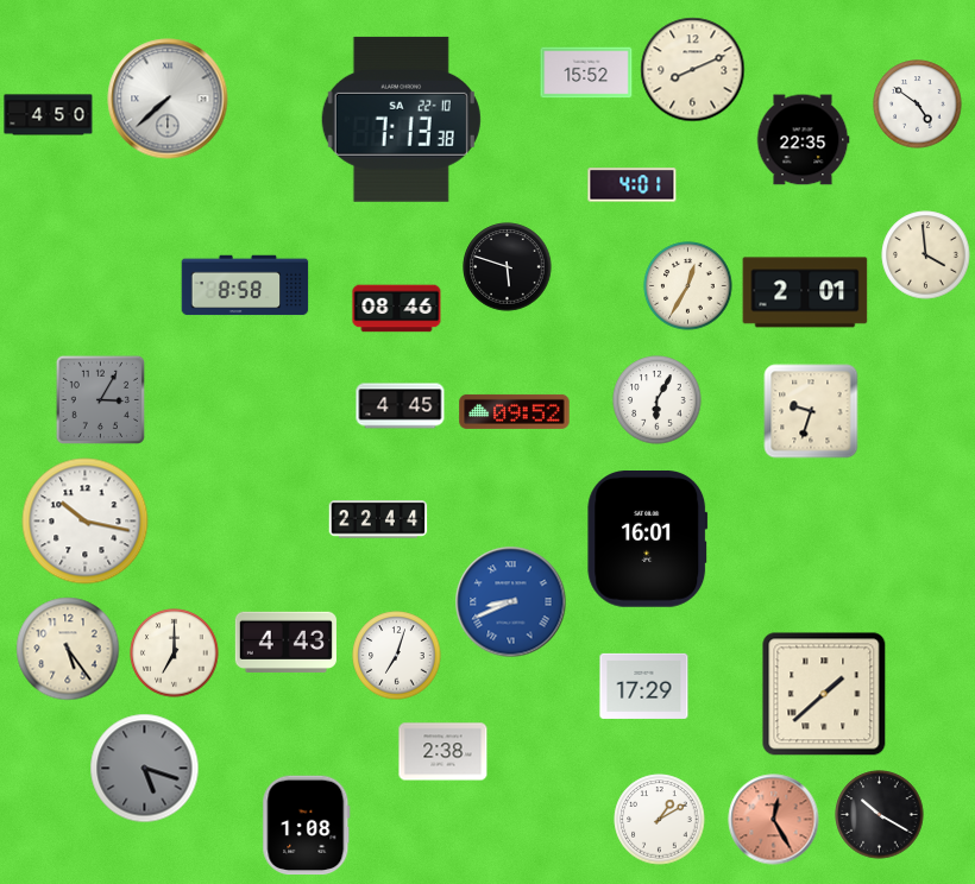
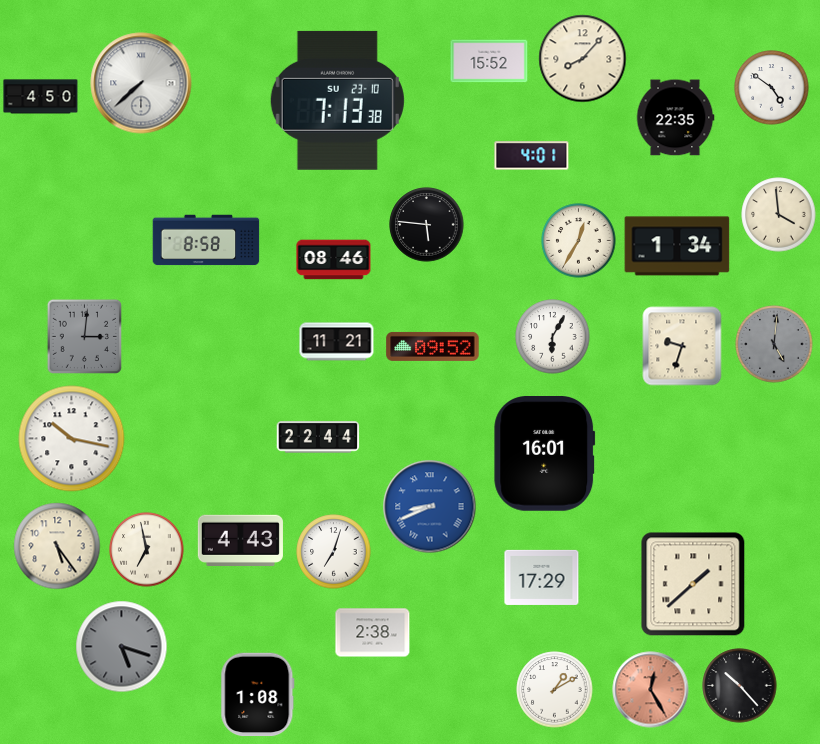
clock at (693, 70): 8:11 -> 8:07
clock at (586, 72) position: (586, 72) -> (489, 61)
clock at (401, 119) date: SA 22-10 -> SU 23-10
clock at (508, 267): 5:48 -> 5:46
clock at (805, 292): 2:01 -> 1:34
clock at (100, 399): 3:05 -> 3:01
clock at (401, 406): 4:45 -> 11:21
clock at (774, 344): none -> 5:01
clock at (175, 653): 7:00 -> 6:58
clock at (880, 815): 10:20 -> 10:23
